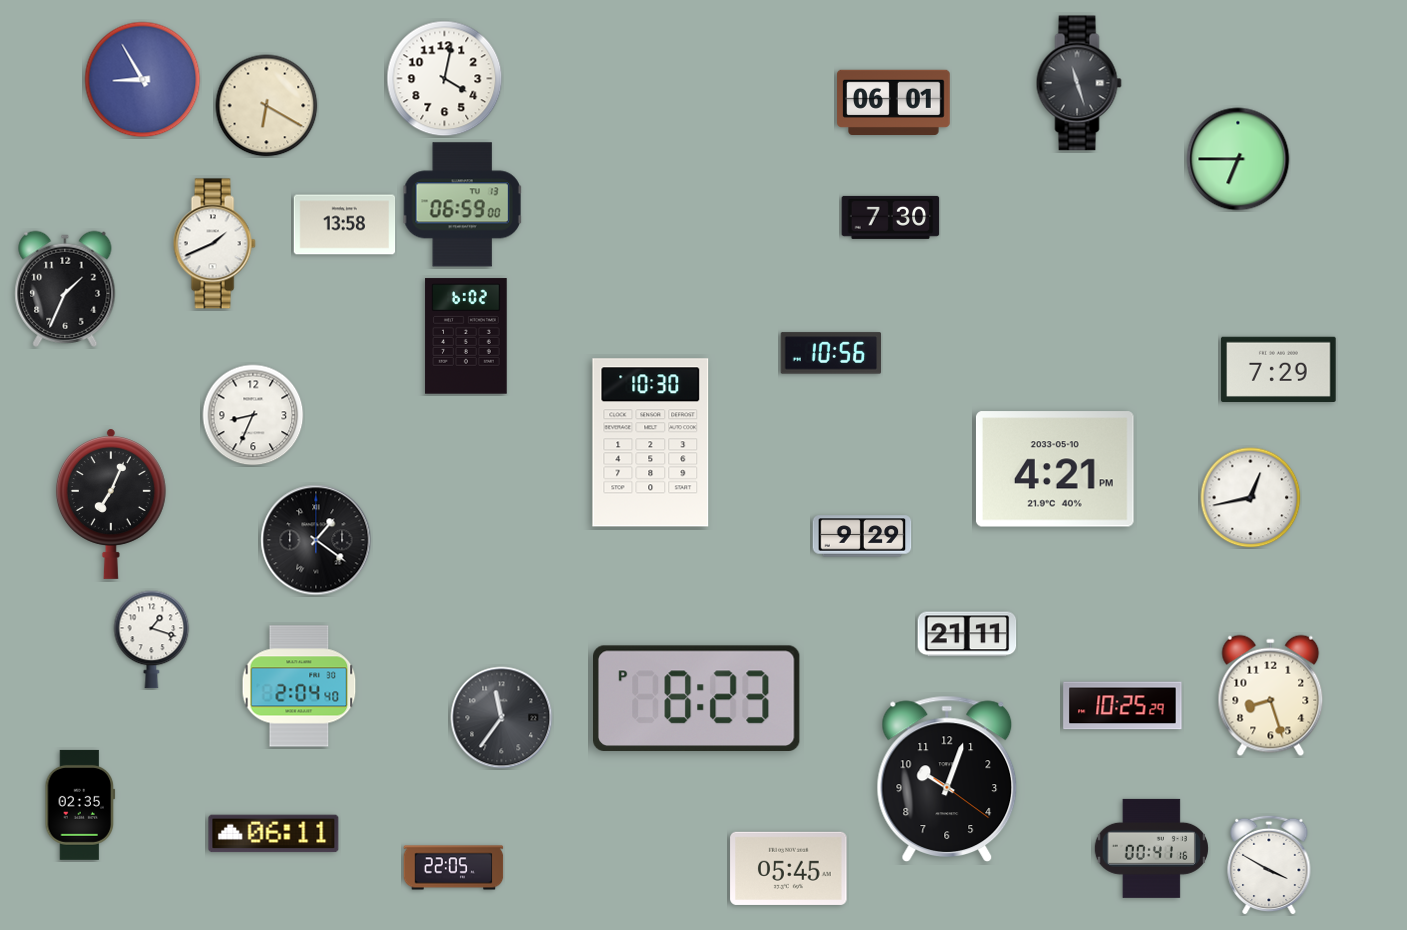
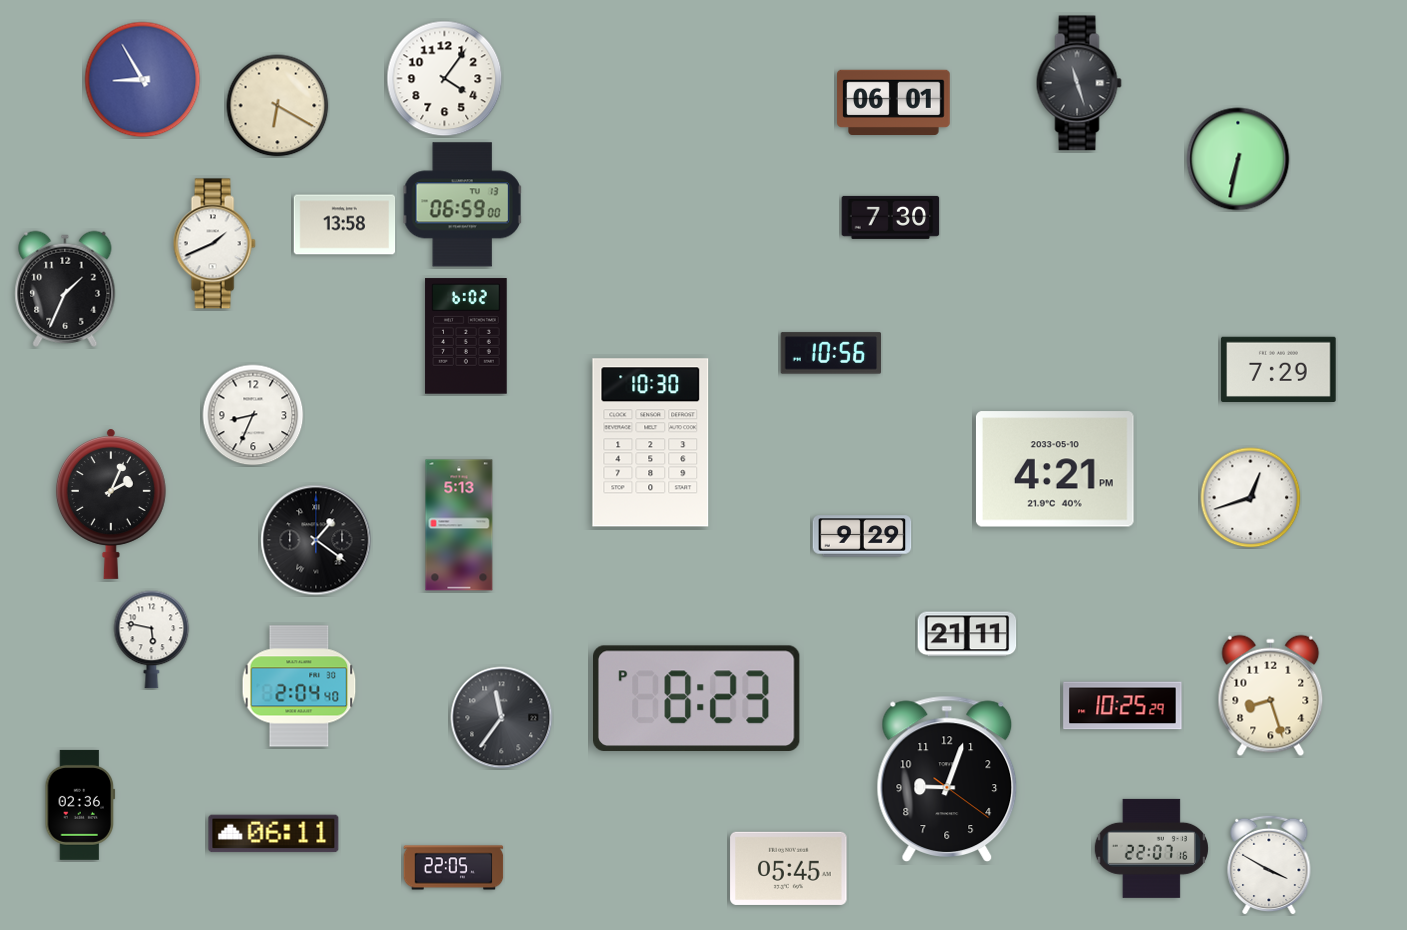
clock at (445, 79): 4:02 -> 4:06
clock at (267, 106) position: (267, 106) -> (278, 106)
clock at (1238, 159): 6:45 -> 6:32
clock at (1251, 498): 12:43 -> 12:42
clock at (111, 504): 7:04 -> 2:04
clock at (459, 525): none -> 5:13
clock at (152, 640): 1:18 -> 5:47
clock at (947, 778): 10:03 -> 9:03
clock at (80, 805): 02:35 -> 02:36
clock at (1151, 848): 00:41 -> 22:07
